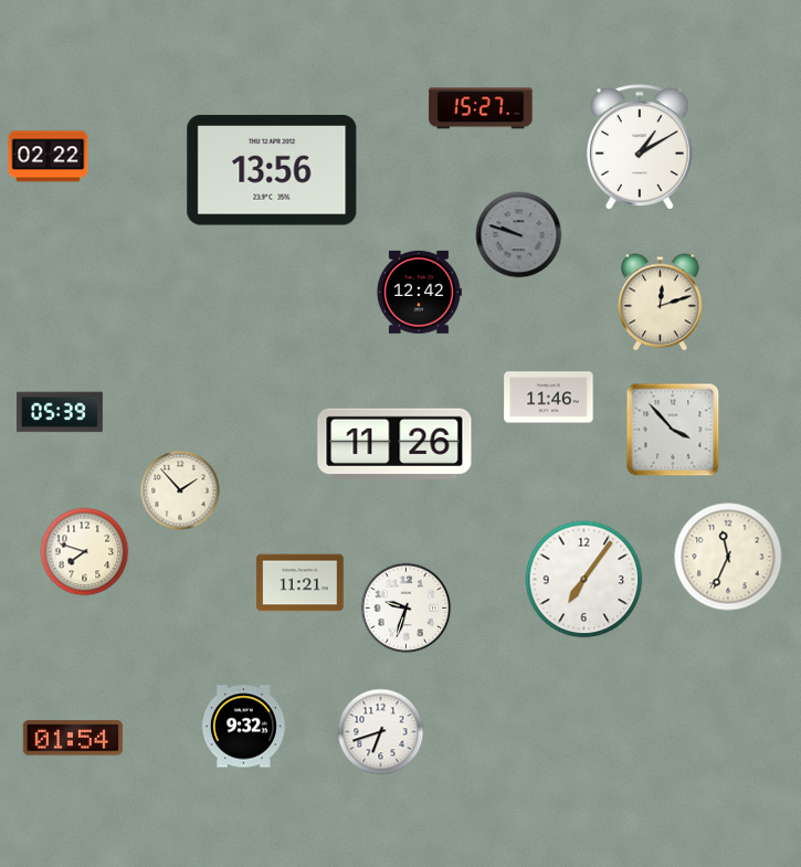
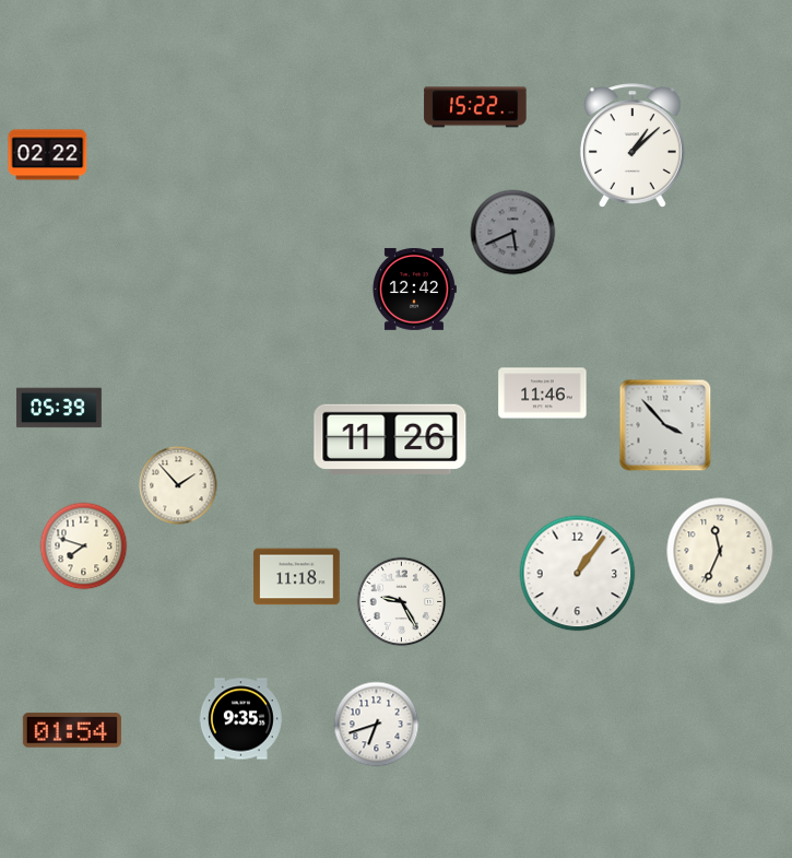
clock at (481, 108): 15:27 -> 15:22
clock at (640, 147): 1:10 -> 1:08
clock at (272, 170): 13:56 -> none
clock at (519, 235): 9:48 -> 5:41
clock at (661, 303): 12:12 -> none
clock at (584, 580): 7:06 -> 1:06
clock at (301, 583): 11:21 -> 11:18
clock at (407, 609): 9:33 -> 9:25
clock at (243, 727): 9:32 -> 9:35
